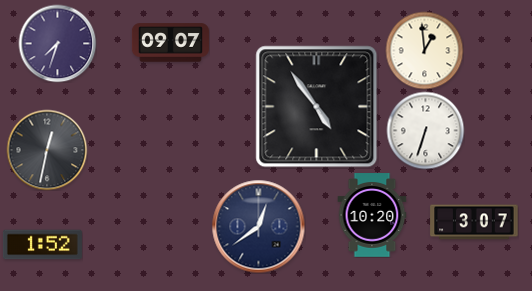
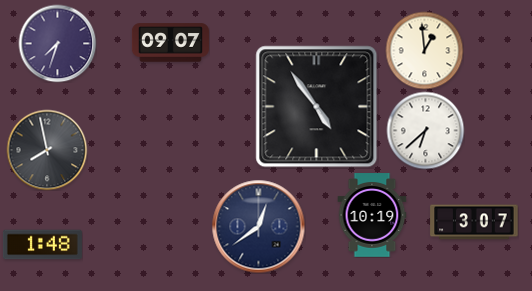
clock at (425, 130): 6:33 -> 6:38
clock at (47, 150): 12:32 -> 7:58
clock at (372, 215): 10:20 -> 10:19
clock at (42, 245): 1:52 -> 1:48
